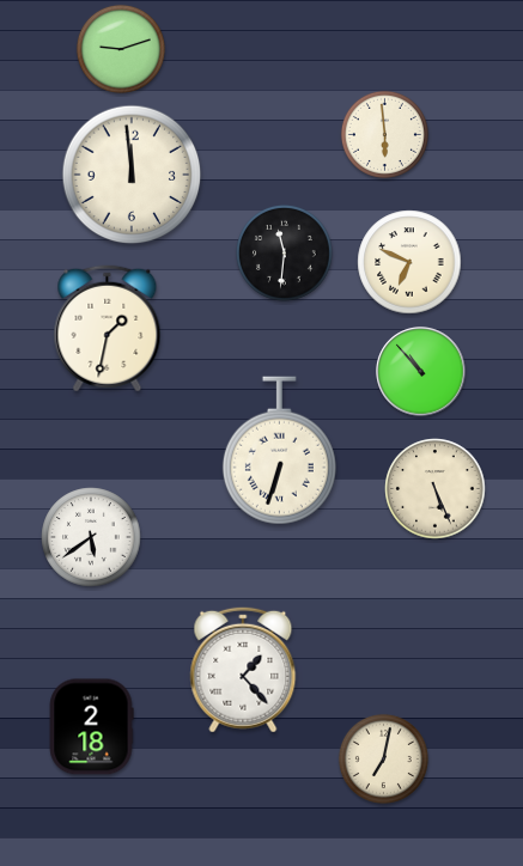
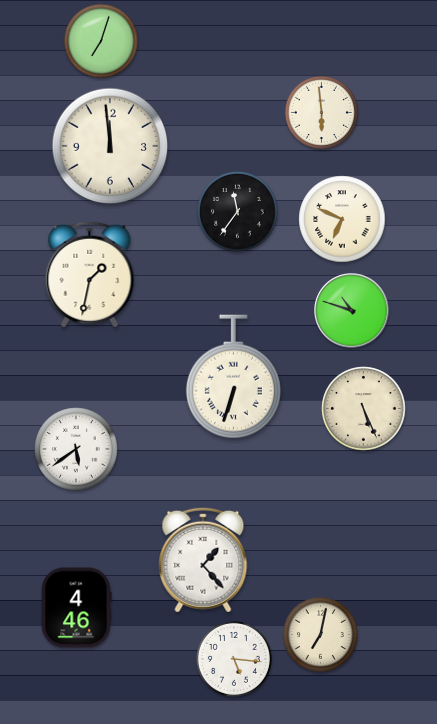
clock at (121, 49): 9:12 -> 7:03
clock at (285, 254): 11:31 -> 11:36
clock at (421, 372): 10:53 -> 10:48
clock at (91, 727): 2:18 -> 4:46
clock at (234, 659): none -> 5:16
